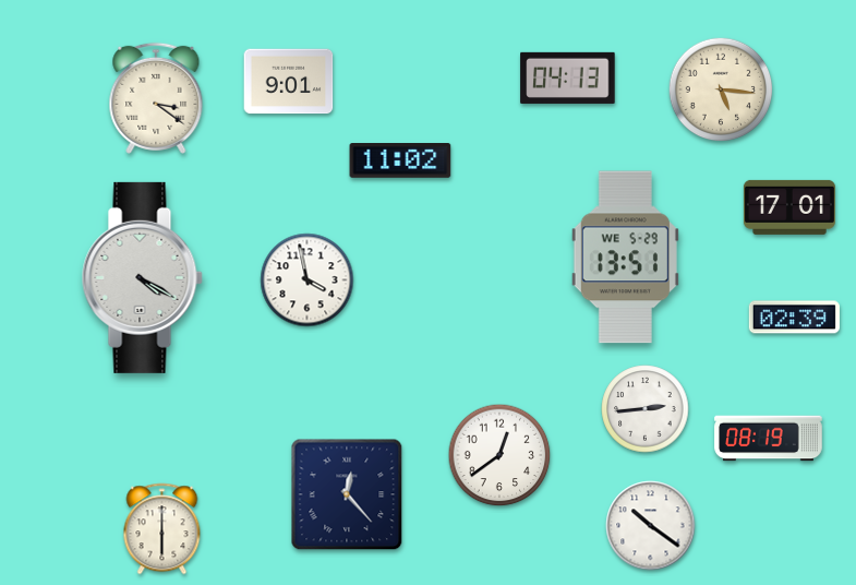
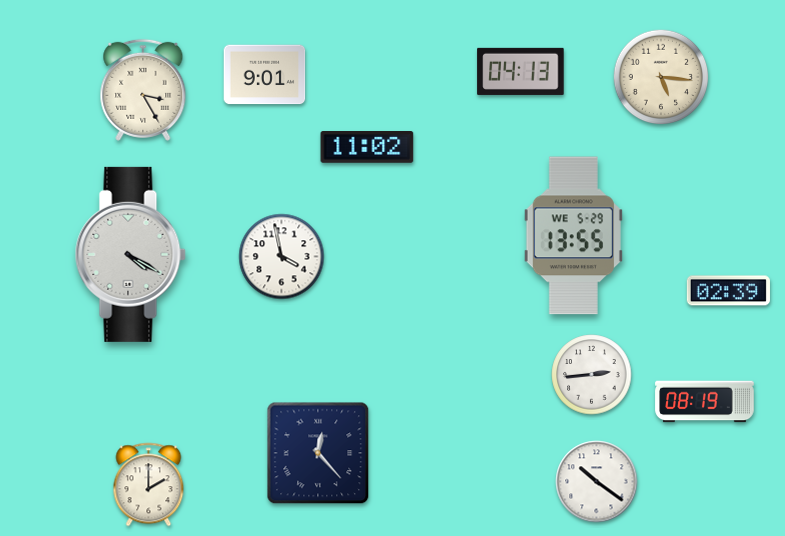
clock at (721, 89) position: (721, 89) -> (661, 77)
clock at (156, 98): 3:21 -> 3:25
clock at (789, 207): 17:01 -> none
clock at (625, 258): 13:51 -> 13:55
clock at (499, 455): 12:39 -> none
clock at (162, 529): 6:00 -> 2:00
